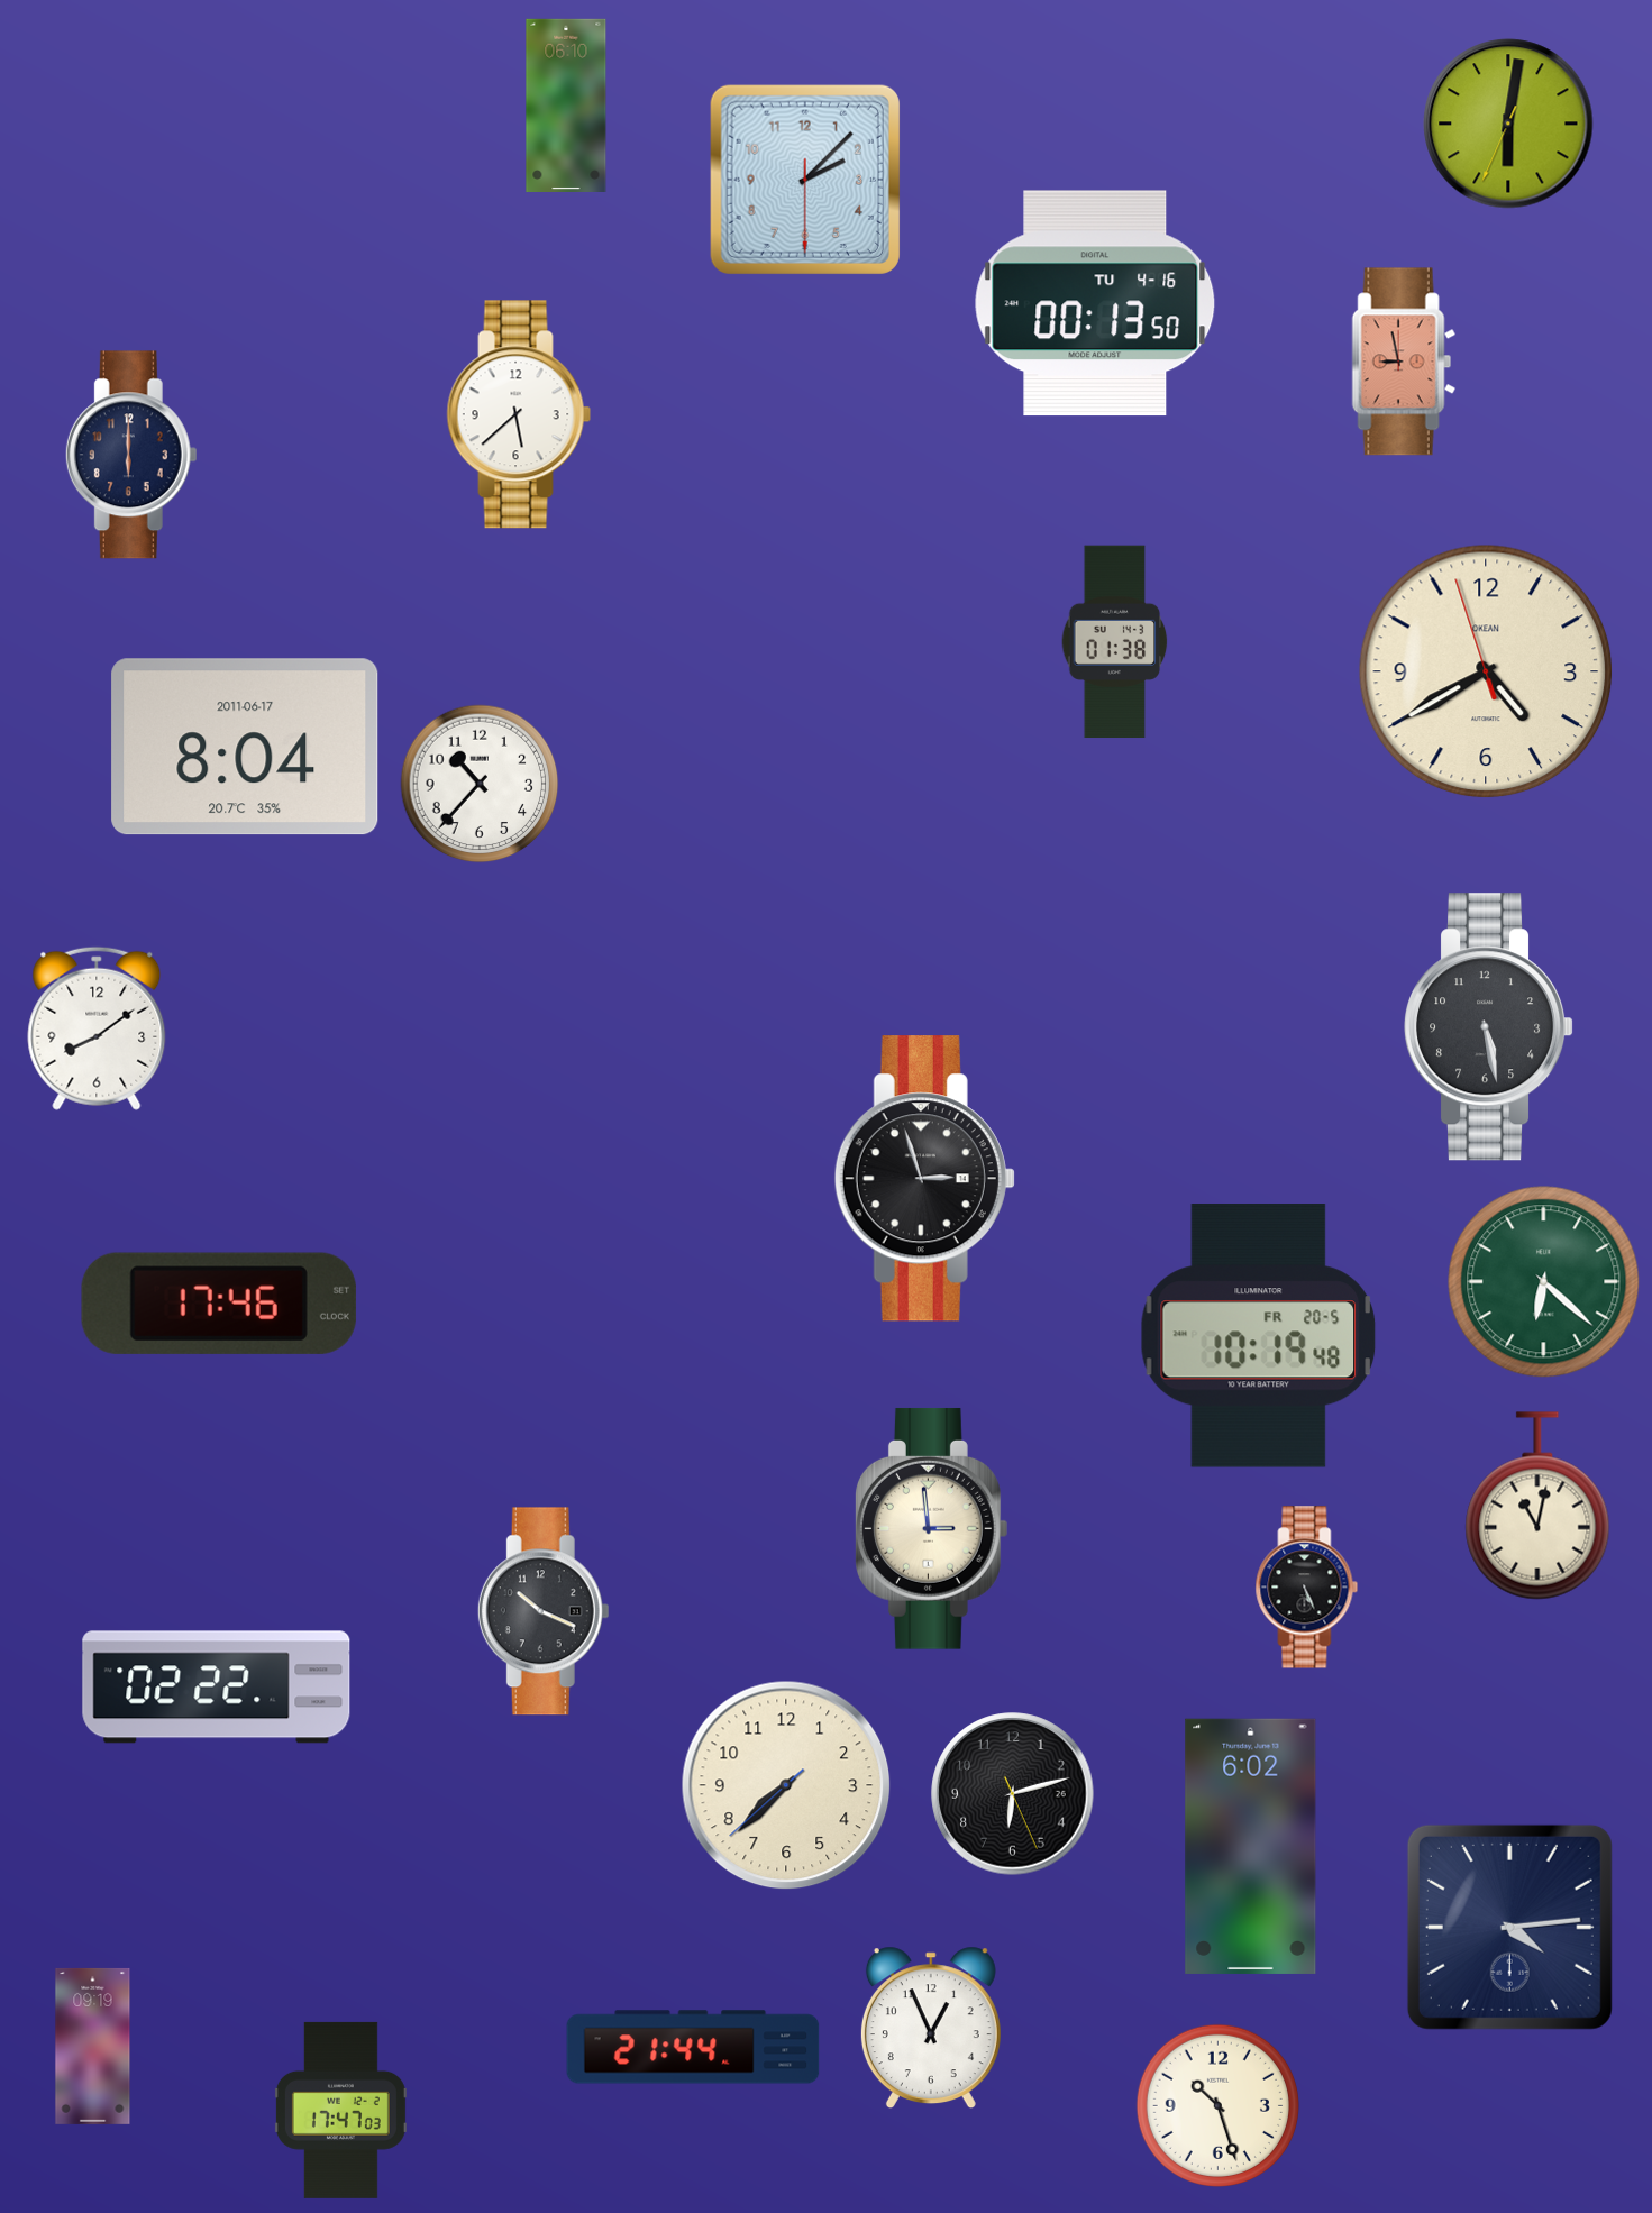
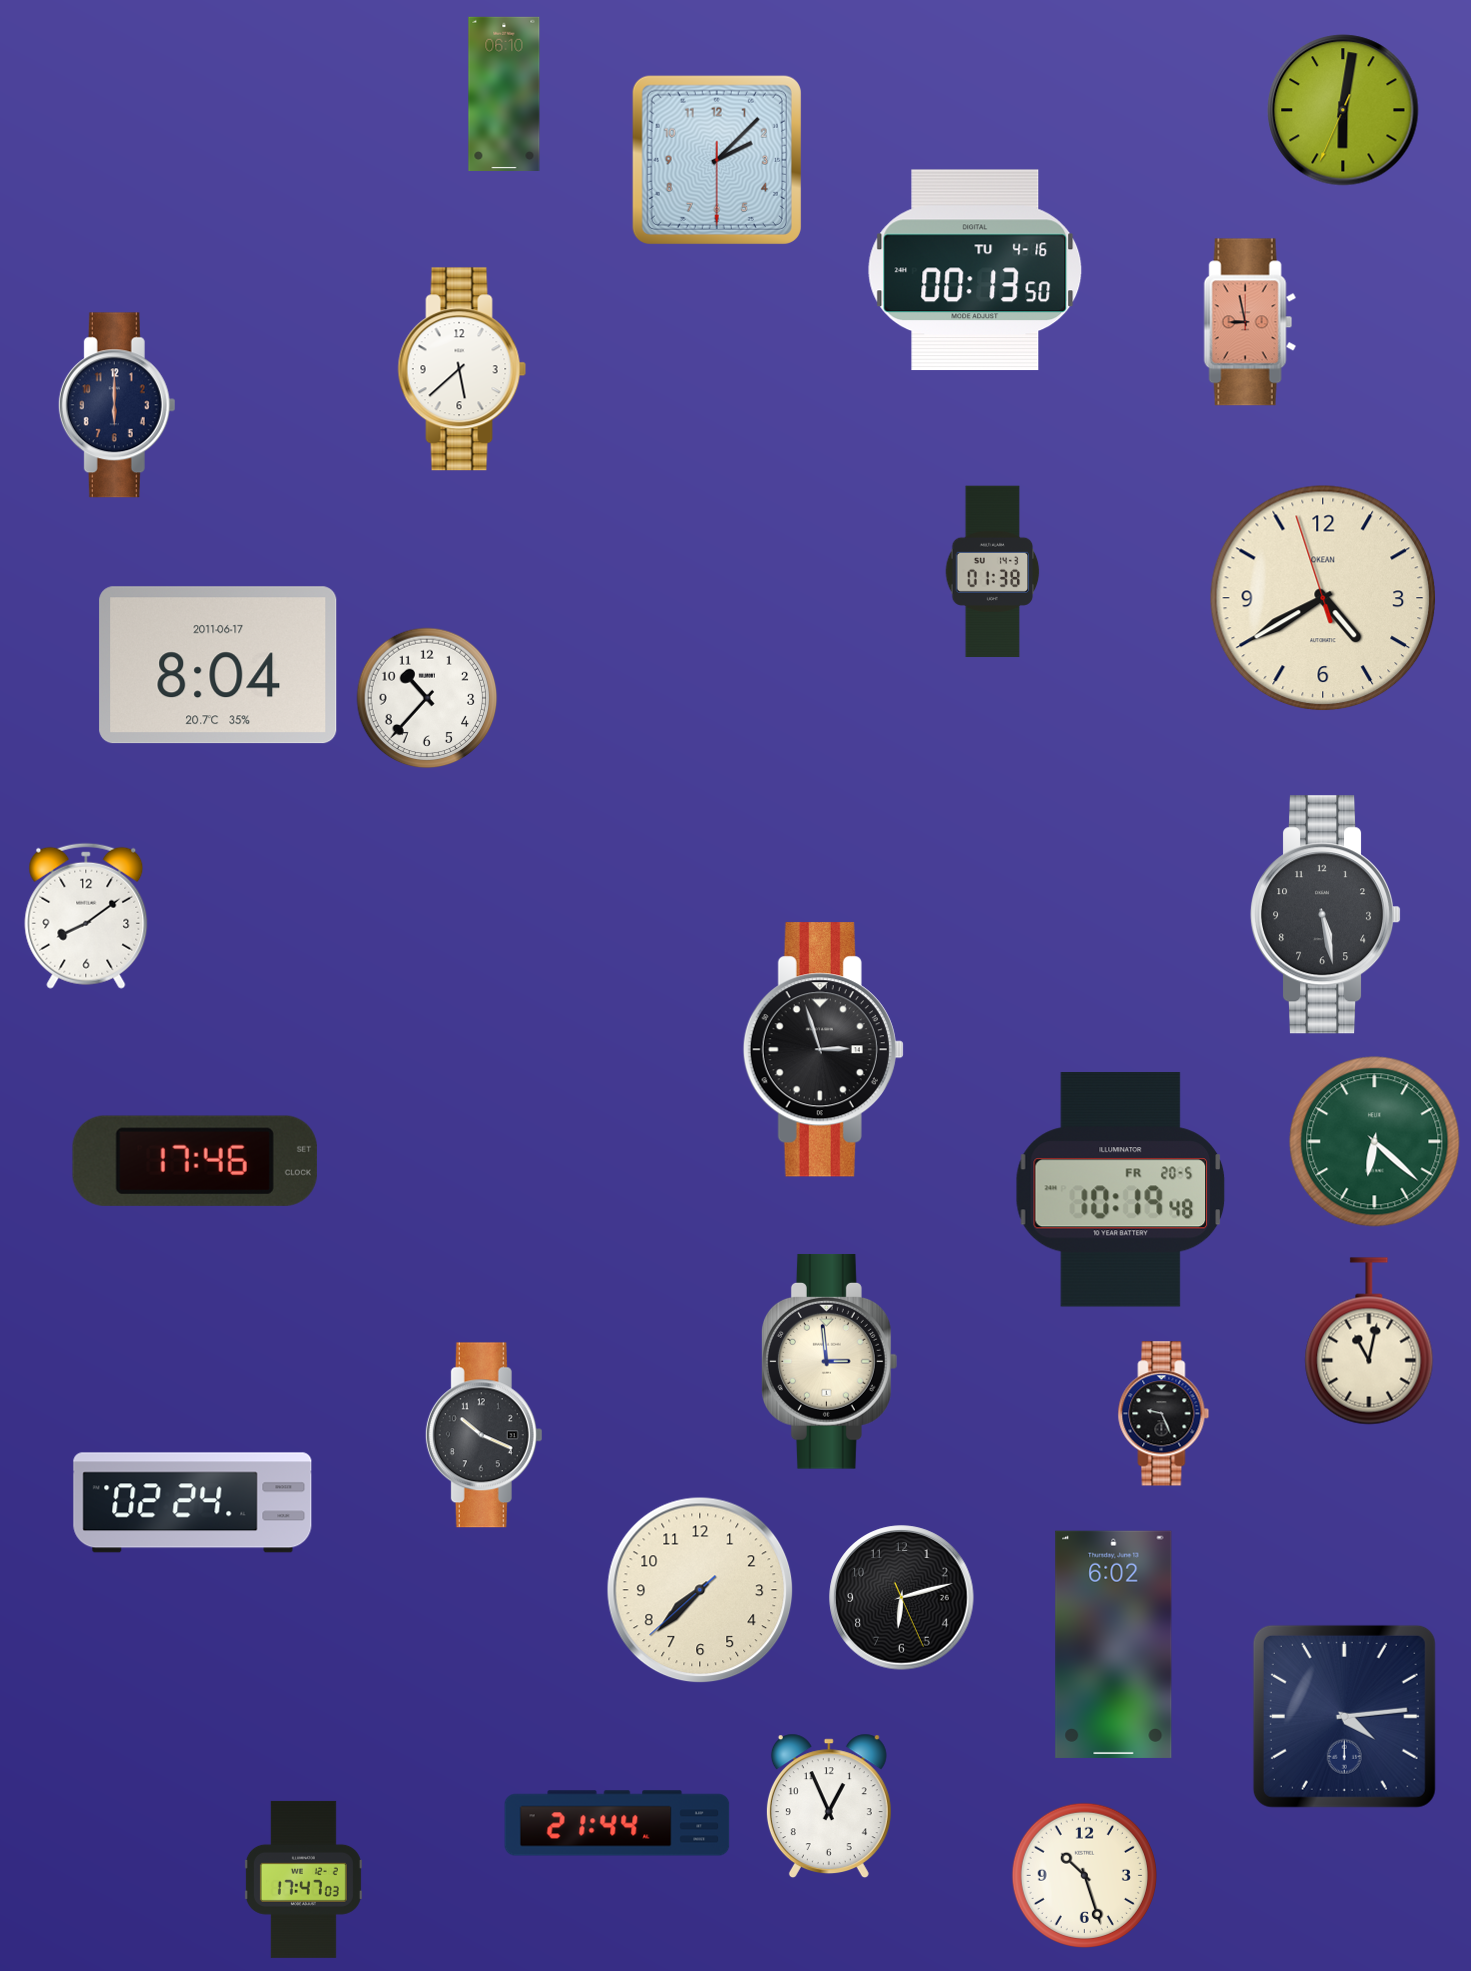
clock at (1307, 1588): 5:26 -> 9:26
clock at (217, 1688): 02:22 -> 02:24
clock at (93, 2046): 09:19 -> none
